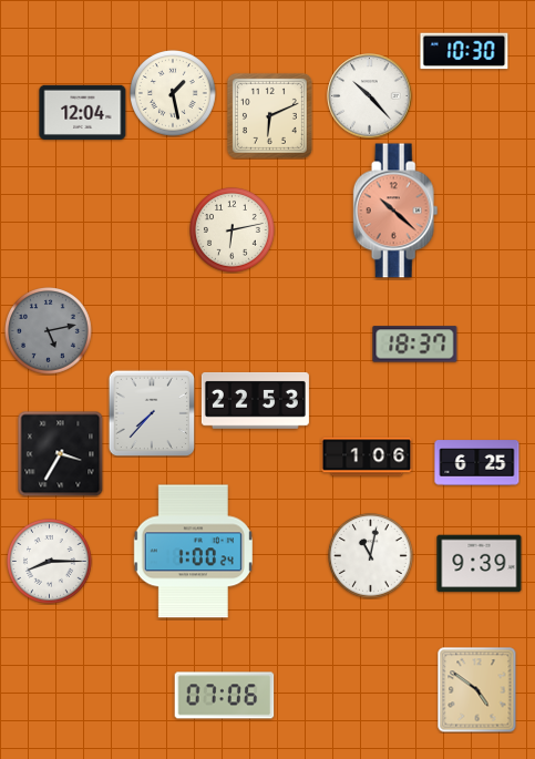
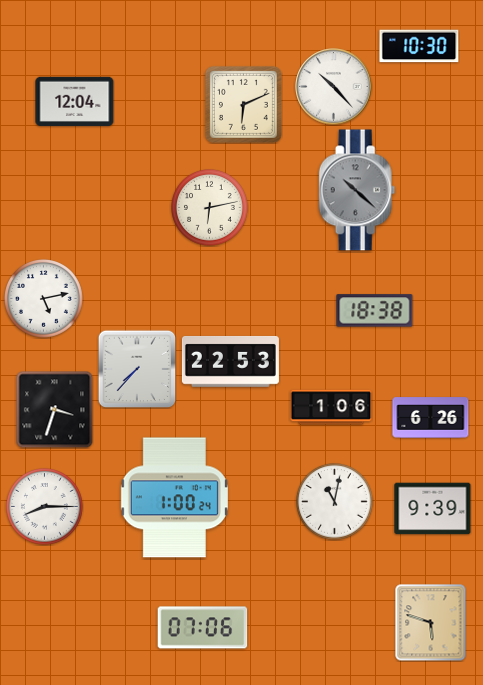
clock at (174, 94): 1:28 -> none
clock at (395, 211) dial: salmon -> grey
clock at (49, 331) dial: grey -> white
clock at (415, 345): 18:37 -> 18:38
clock at (152, 413) position: (152, 413) -> (137, 369)
clock at (60, 453): 3:35 -> 3:33
clock at (367, 457) position: (367, 457) -> (331, 407)
clock at (477, 463): 6:25 -> 6:26
clock at (477, 690): 4:51 -> 5:48
